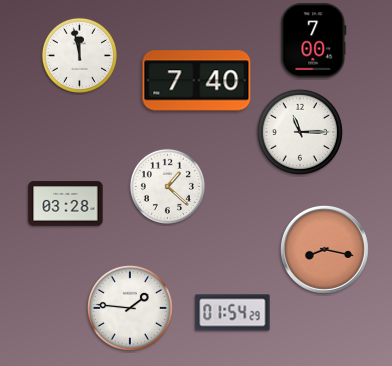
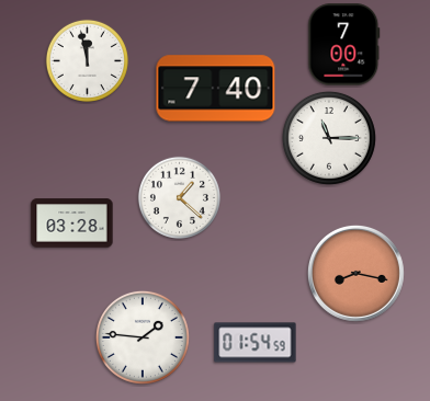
clock at (300, 132) position: (300, 132) -> (329, 138)
clock at (167, 186) position: (167, 186) -> (179, 197)
clock at (233, 313): 01:54:29 -> 01:54:59
